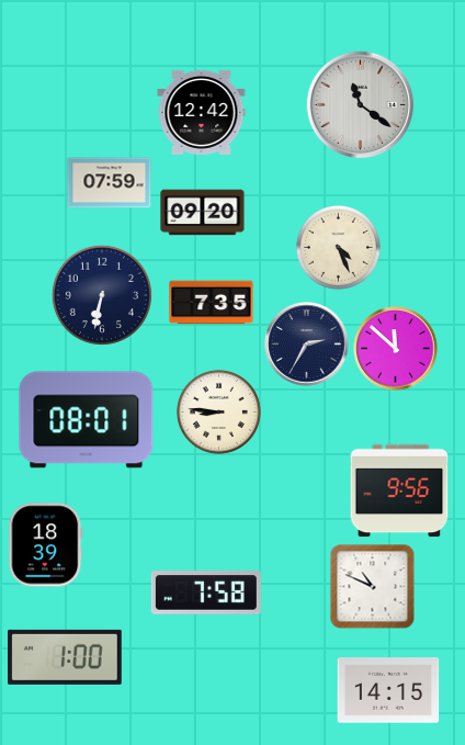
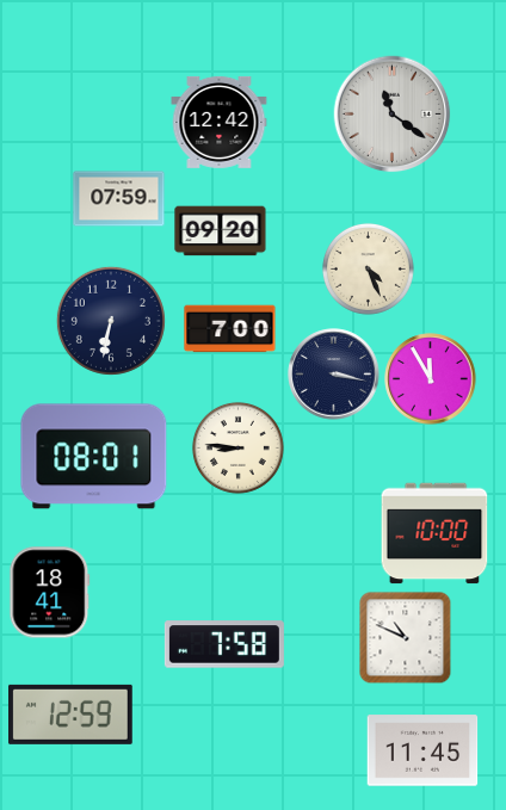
clock at (212, 303): 7:35 -> 7:00
clock at (307, 345): 2:35 -> 3:17
clock at (396, 349): 11:52 -> 11:55
clock at (399, 490): 9:56 -> 10:00
clock at (46, 545): 18:39 -> 18:41
clock at (66, 657): 1:00 -> 12:59
clock at (388, 690): 14:15 -> 11:45
